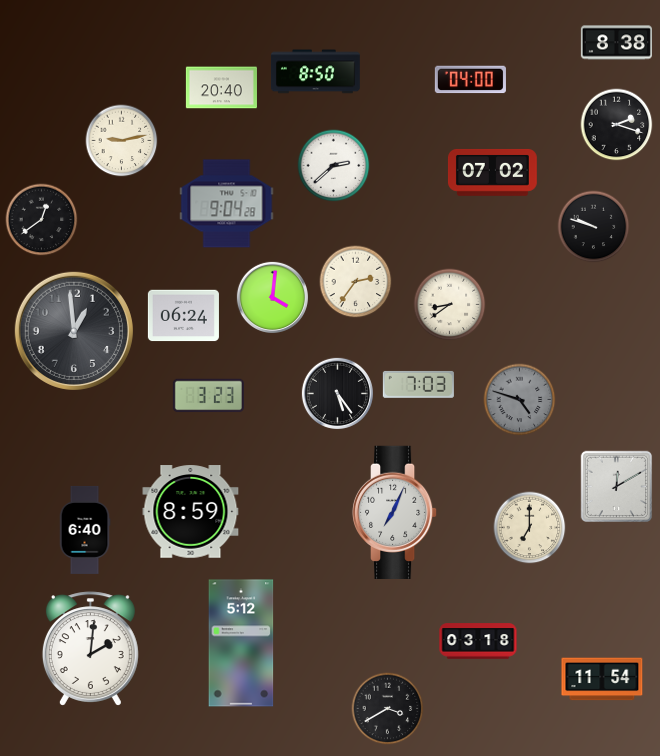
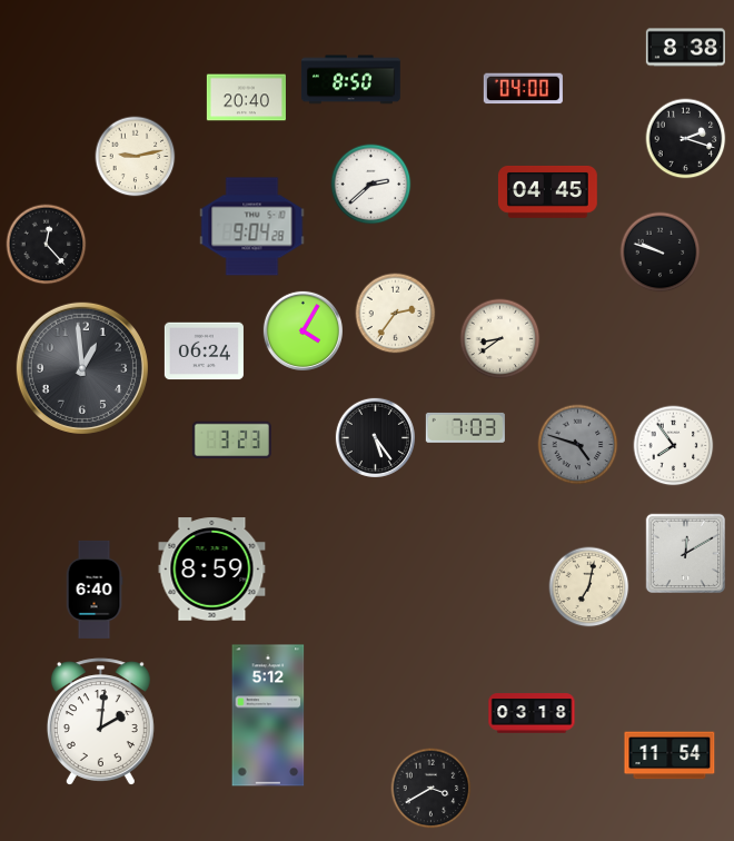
clock at (492, 173): 07:02 -> 04:45
clock at (42, 220): 12:39 -> 12:23
clock at (272, 297): 4:01 -> 4:05
clock at (674, 446): none -> 7:54
clock at (617, 487) position: (617, 487) -> (686, 554)
clock at (395, 512): 7:04 -> none
clock at (530, 528): 7:00 -> 7:02
